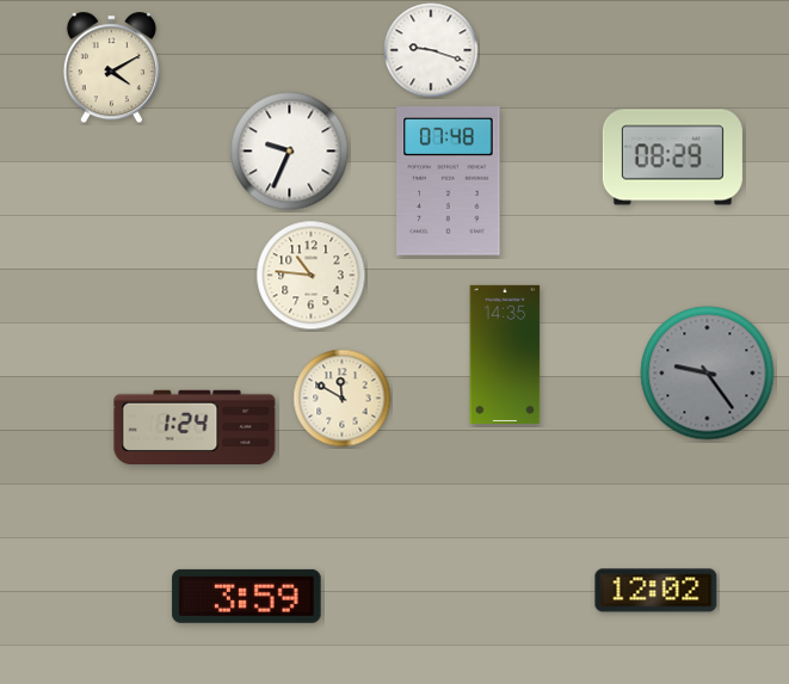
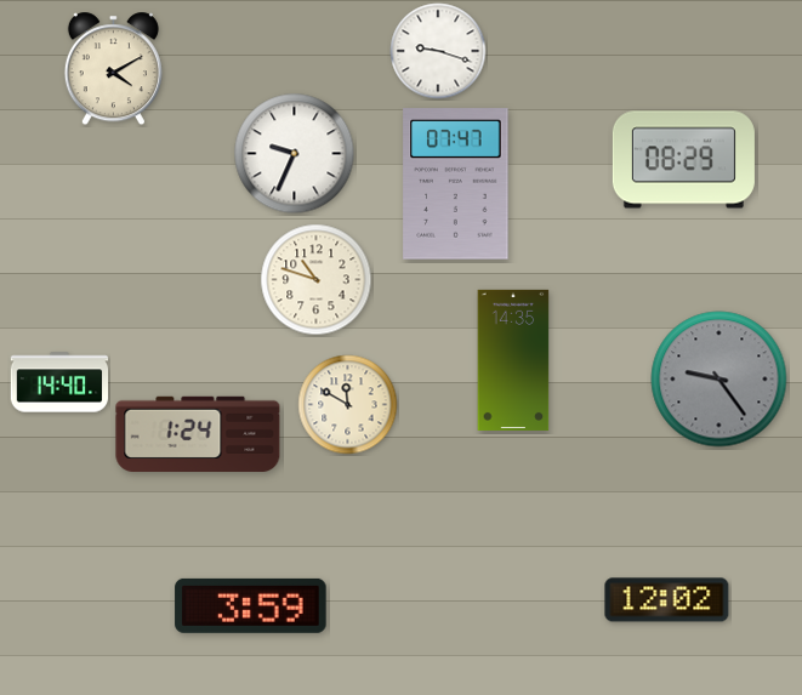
clock at (449, 181): 07:48 -> 07:47
clock at (312, 276): 10:46 -> 10:48
clock at (59, 382): none -> 14:40
